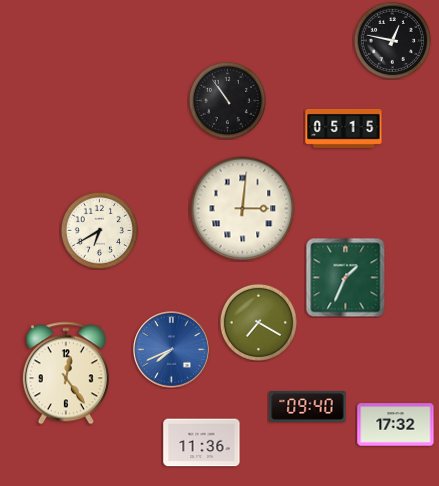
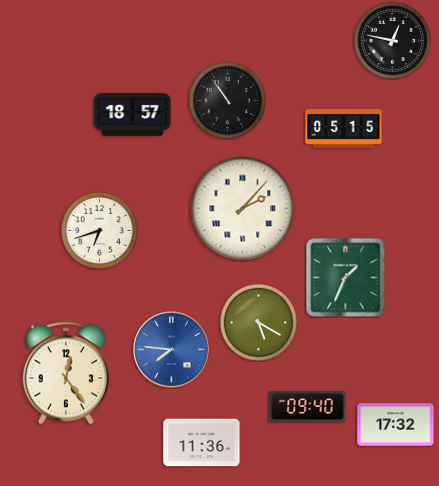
clock at (133, 115): none -> 18:57
clock at (243, 209): 3:01 -> 2:07
clock at (99, 230): 6:40 -> 6:42
clock at (258, 322): 7:20 -> 5:20
clock at (172, 350): 7:41 -> 7:46
